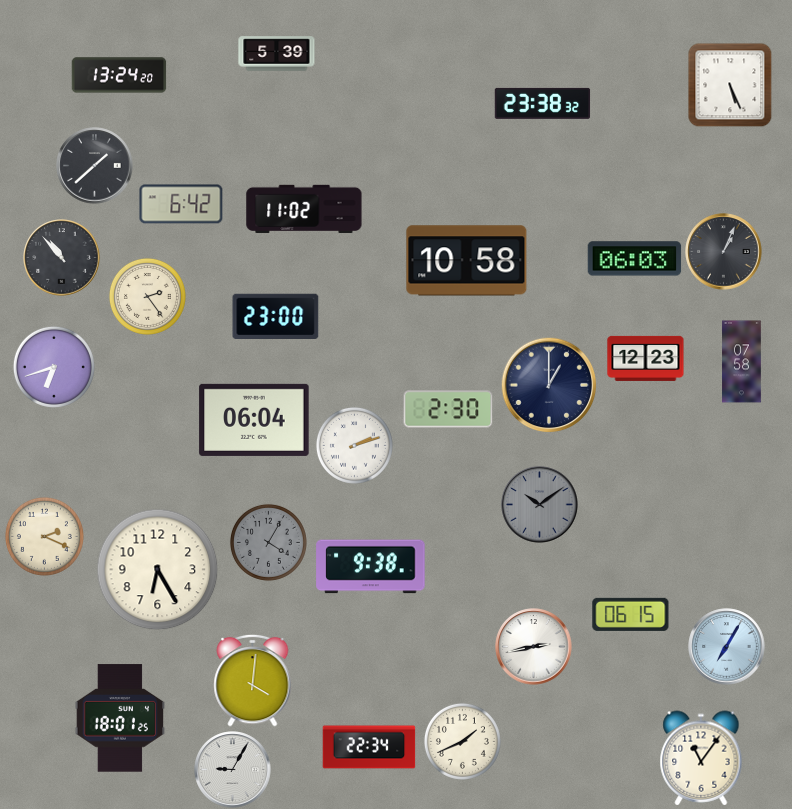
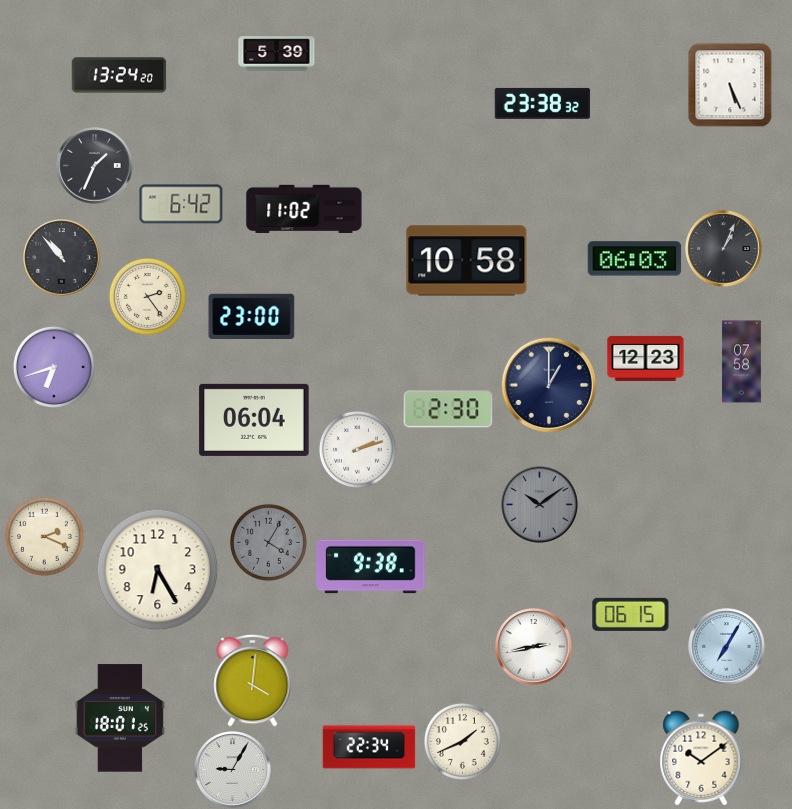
clock at (95, 166): 1:38 -> 1:34
clock at (724, 252) position: (724, 252) -> (724, 249)
clock at (276, 317) position: (276, 317) -> (252, 317)
clock at (354, 445) position: (354, 445) -> (357, 449)
clock at (701, 758): 11:06 -> 10:09
